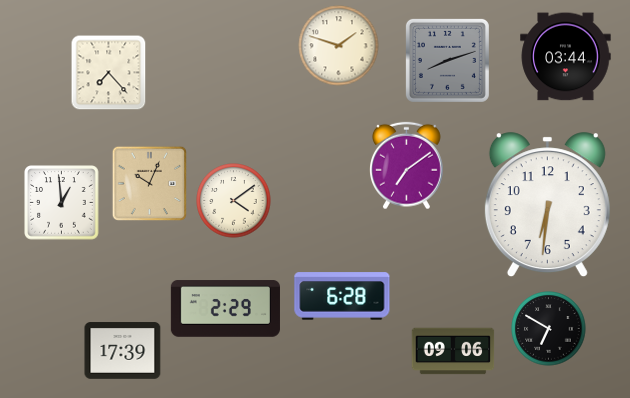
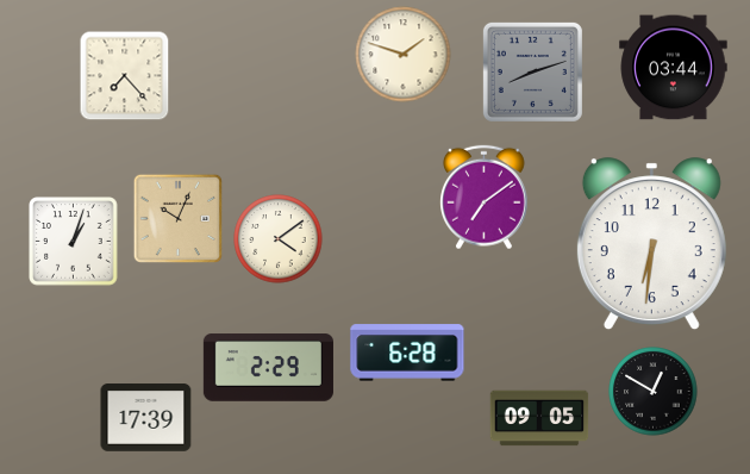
clock at (109, 73) position: (109, 73) -> (125, 76)
clock at (62, 203): 12:59 -> 1:03
clock at (549, 329): 6:50 -> 12:50
clock at (453, 351): 09:06 -> 09:05
